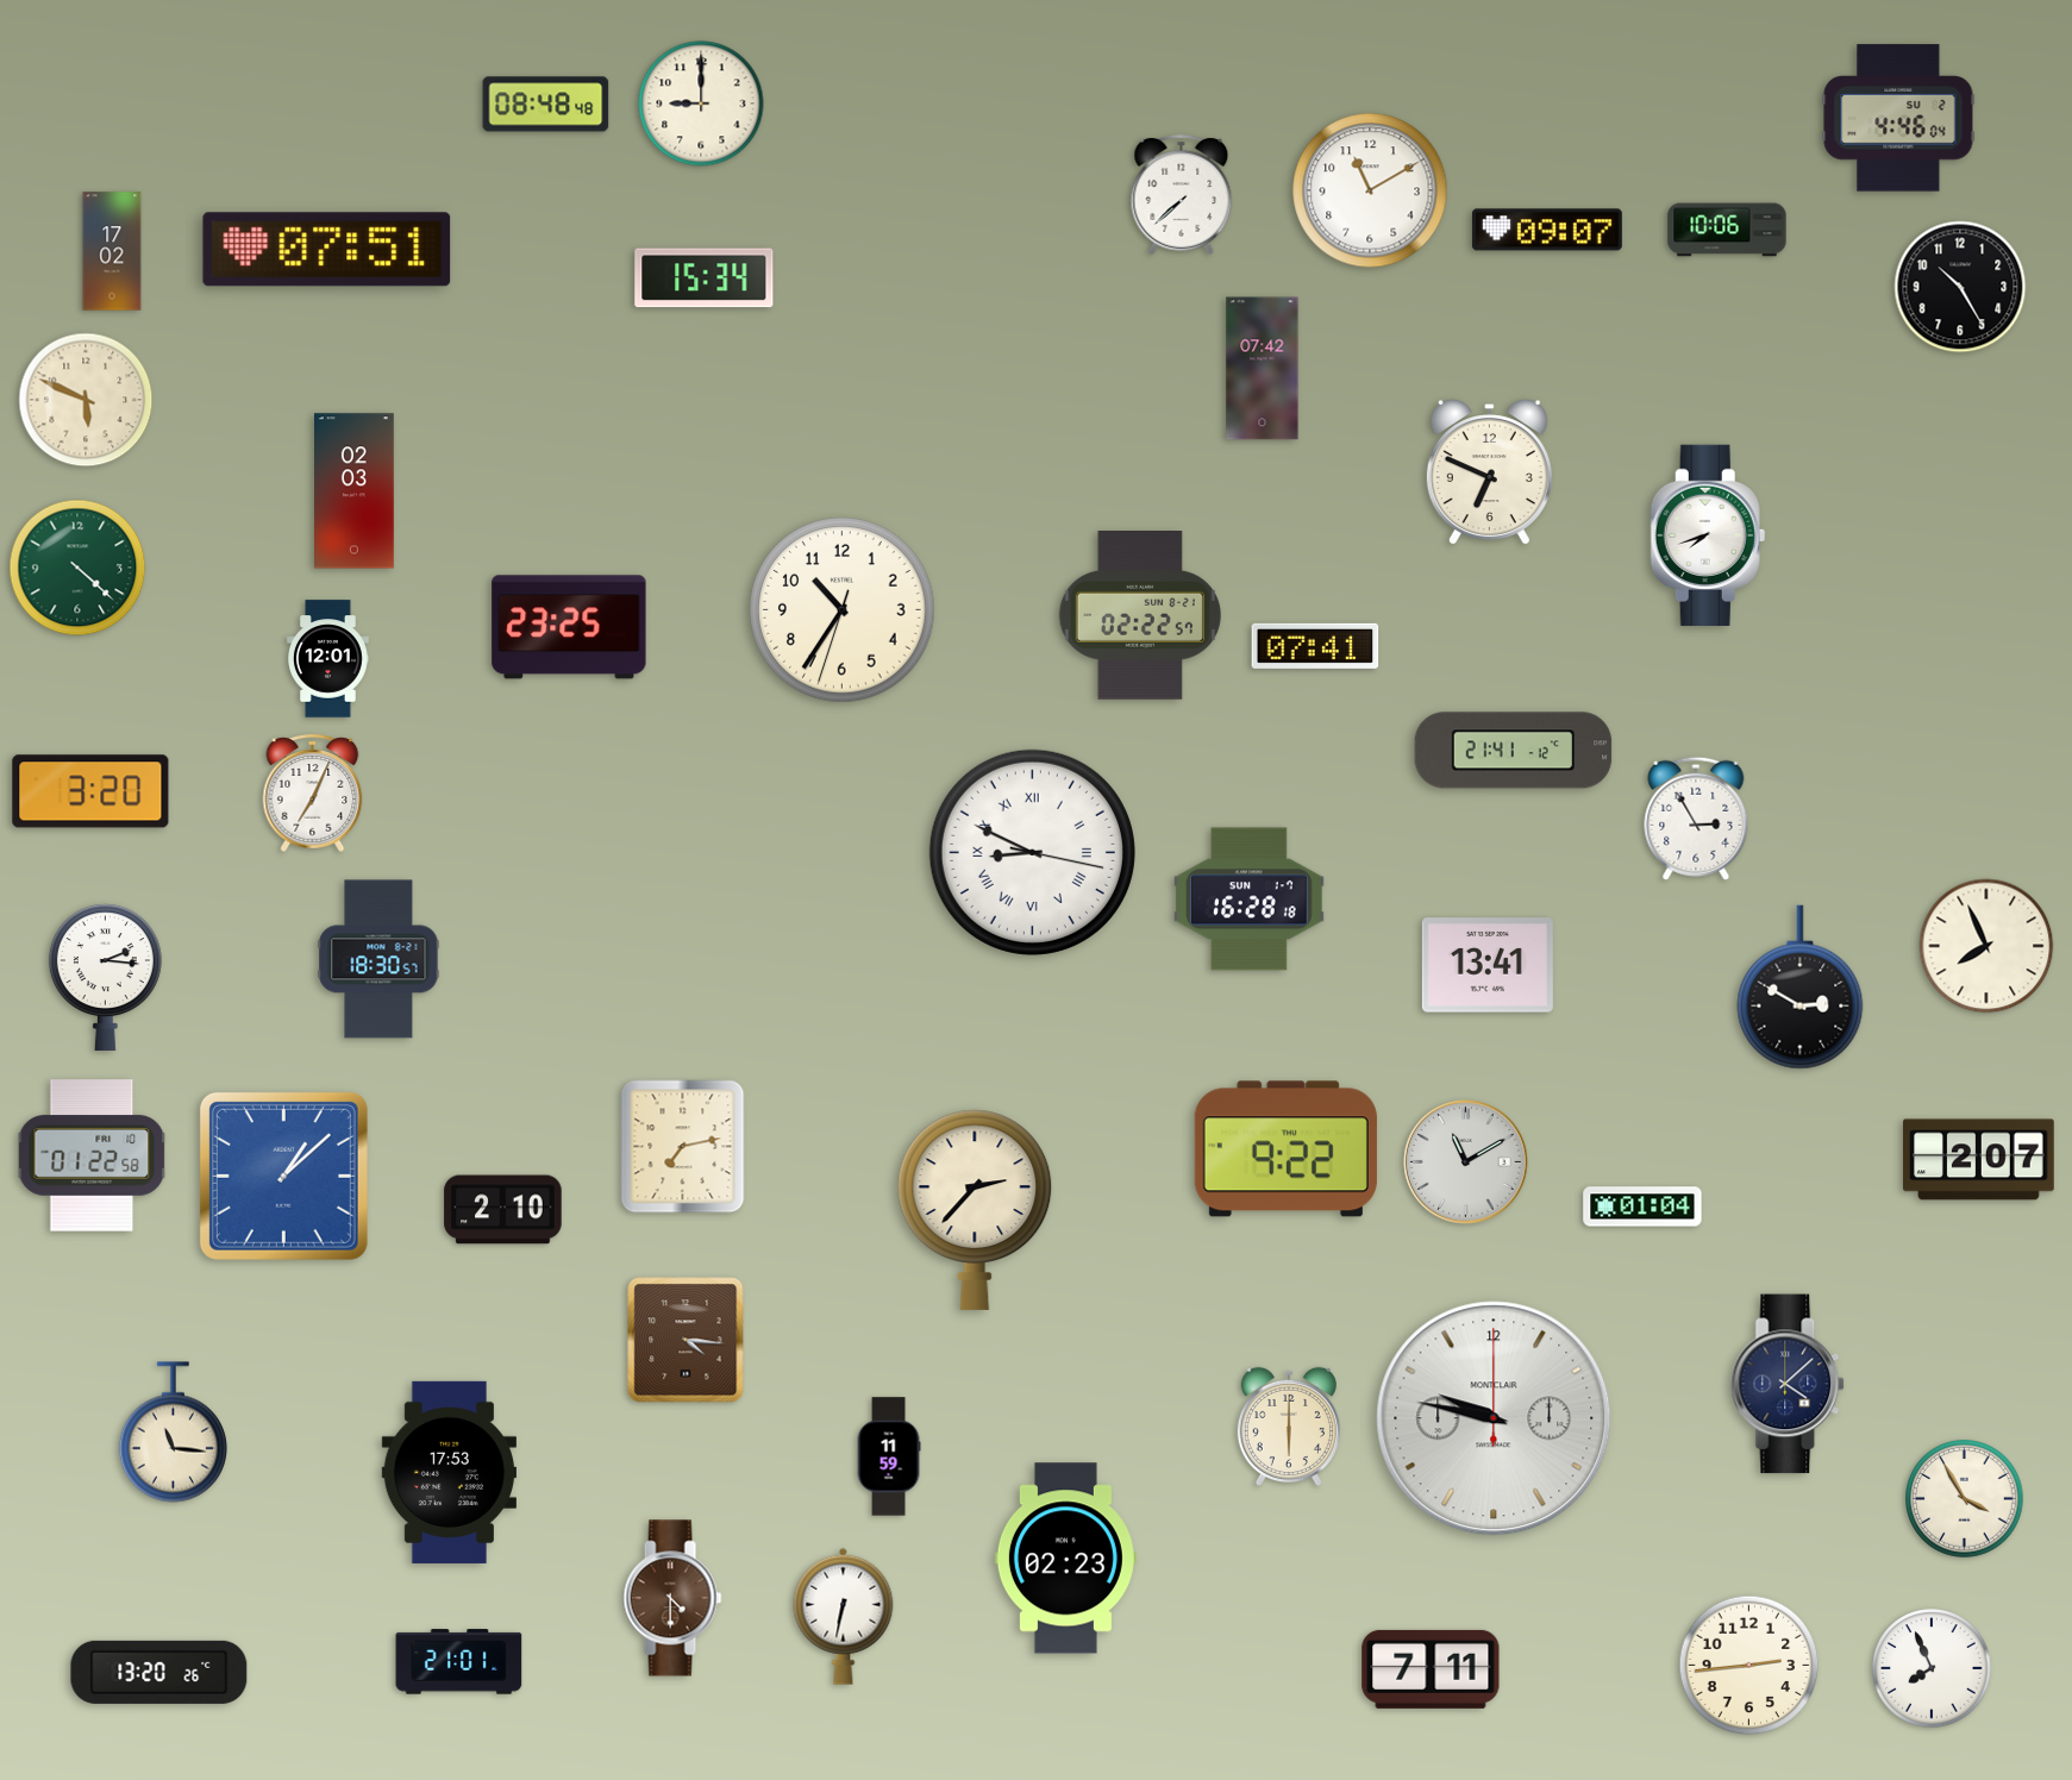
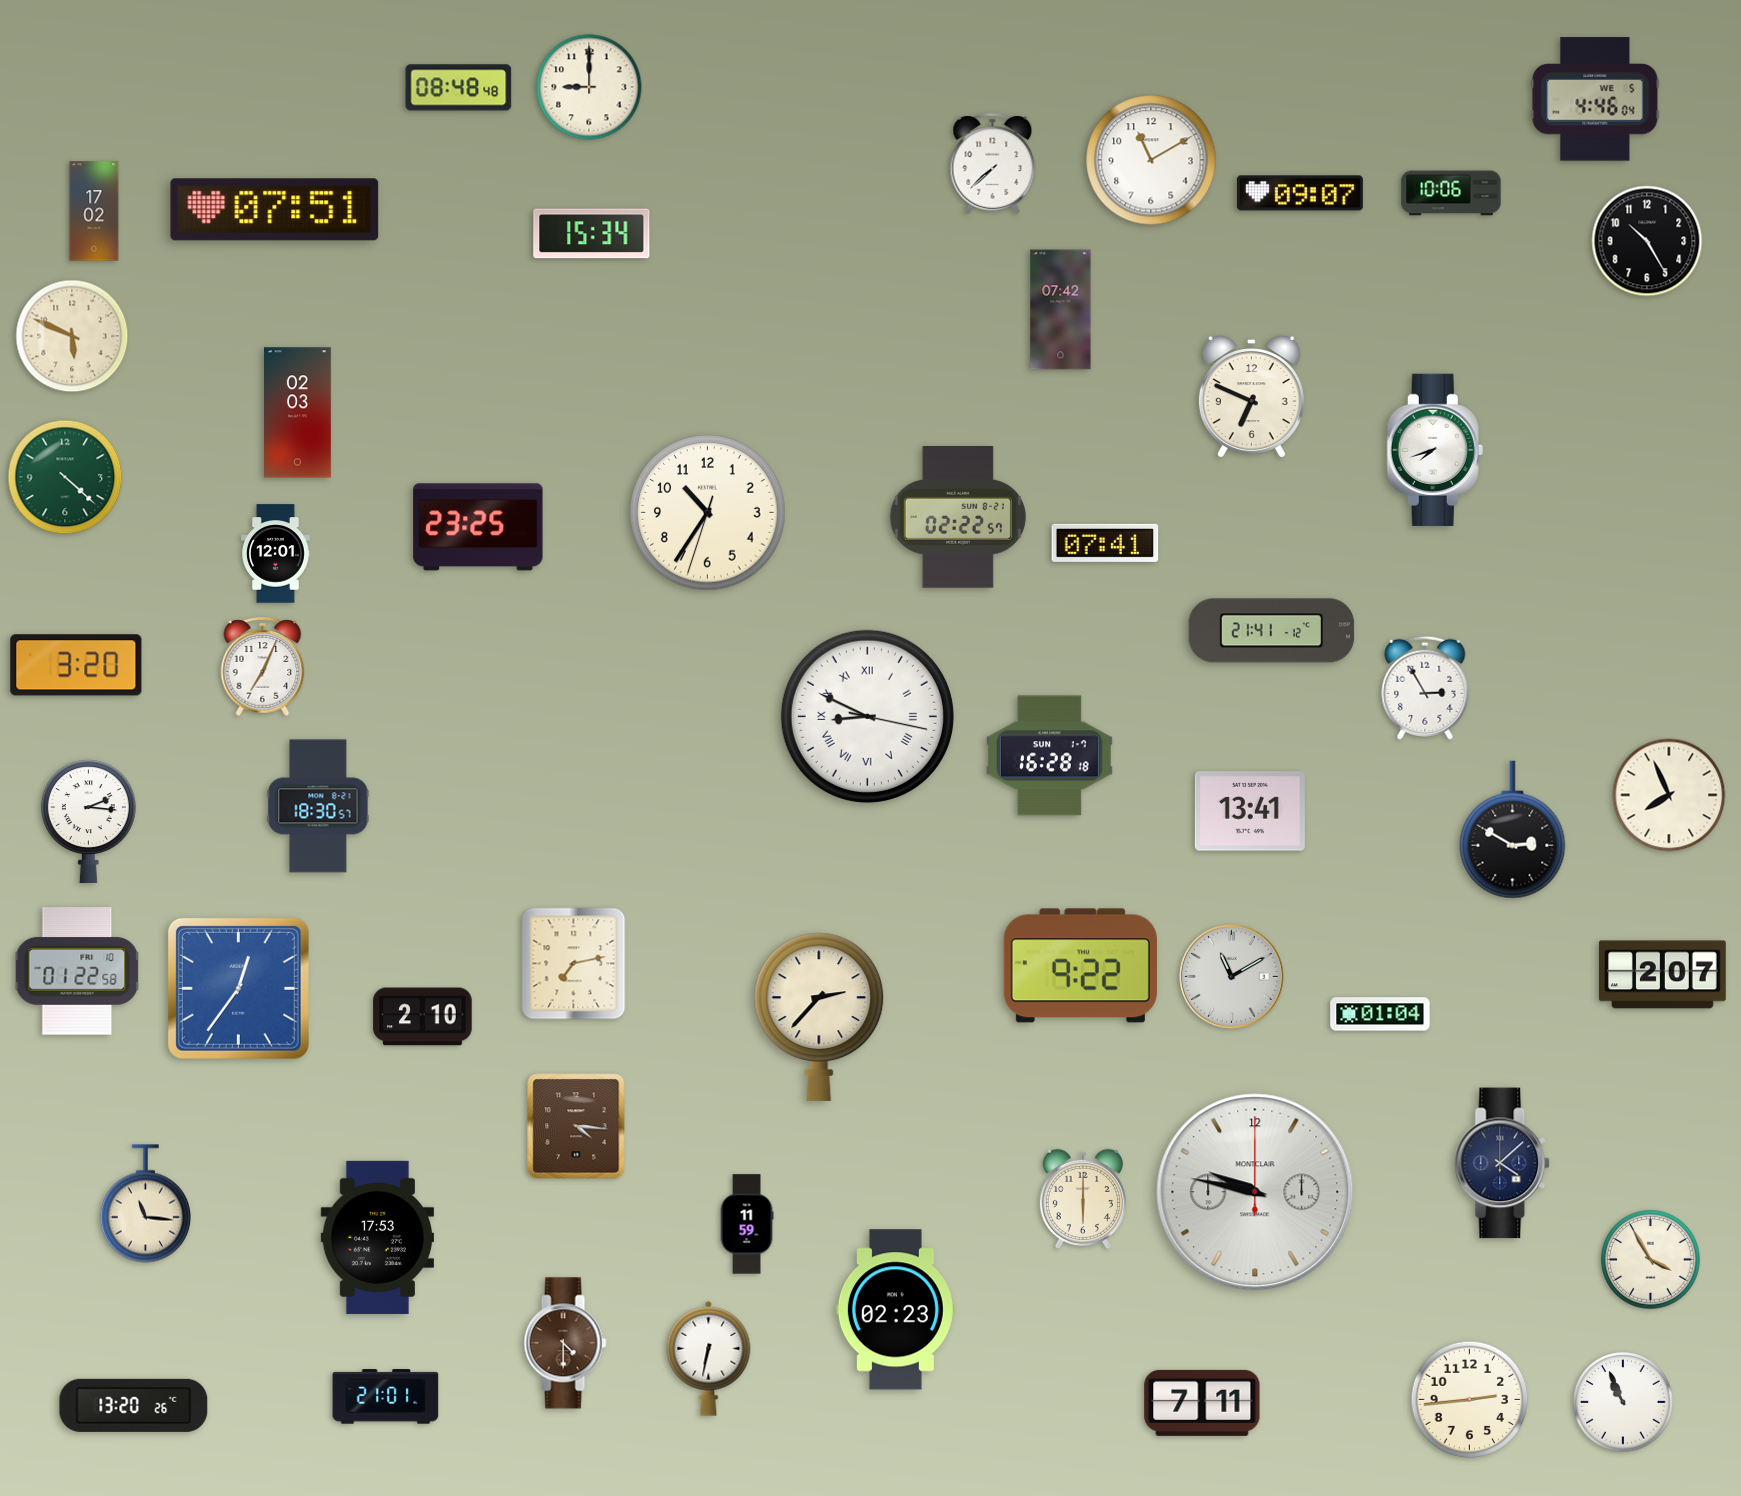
clock at (1898, 118) date: SU 2 -> WE 5
clock at (283, 1176): 1:08 -> 12:36
clock at (1932, 1668): 7:56 -> 10:56
